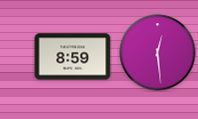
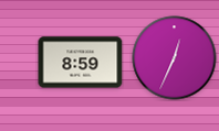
clock at (158, 53): 12:29 -> 12:34
